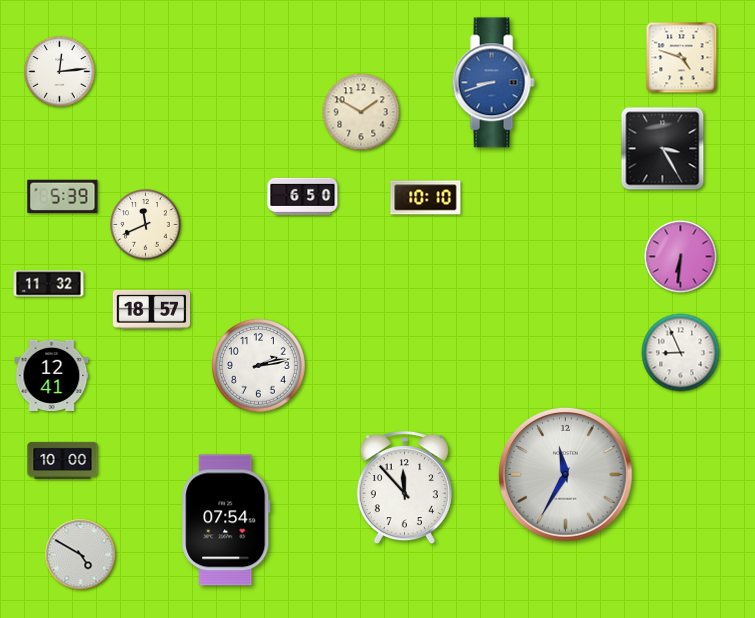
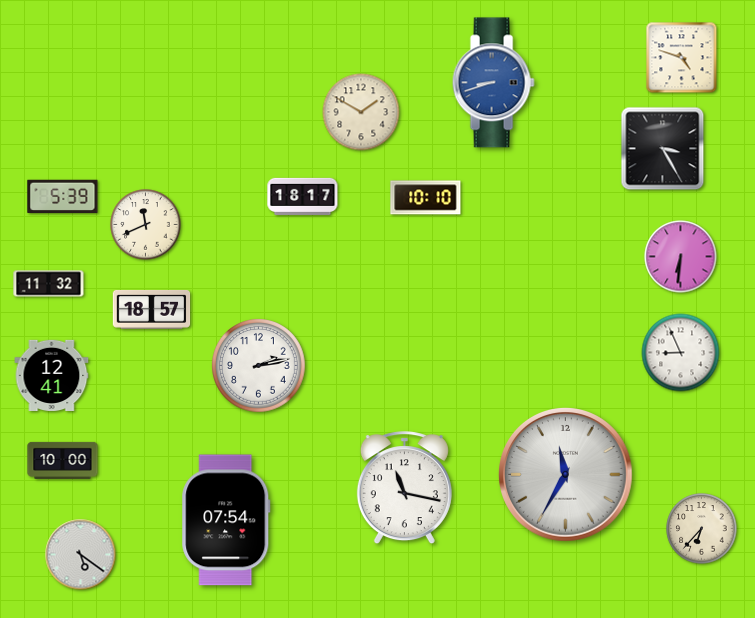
clock at (60, 72): 12:14 -> none
clock at (303, 196): 6:50 -> 18:17
clock at (404, 488): 11:53 -> 11:17
clock at (702, 529): none -> 6:37
clock at (81, 555): 4:50 -> 5:21
